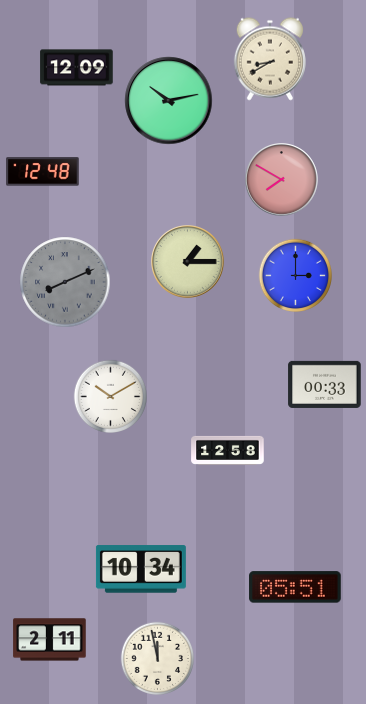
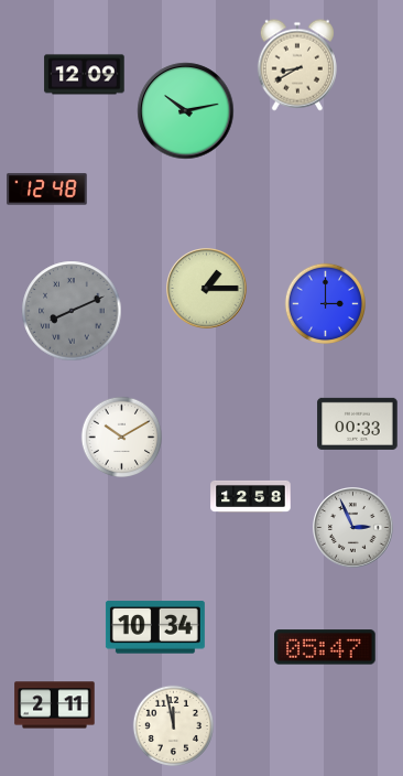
clock at (282, 180): 7:50 -> none
clock at (353, 528): none -> 2:56
clock at (295, 587): 05:51 -> 05:47
